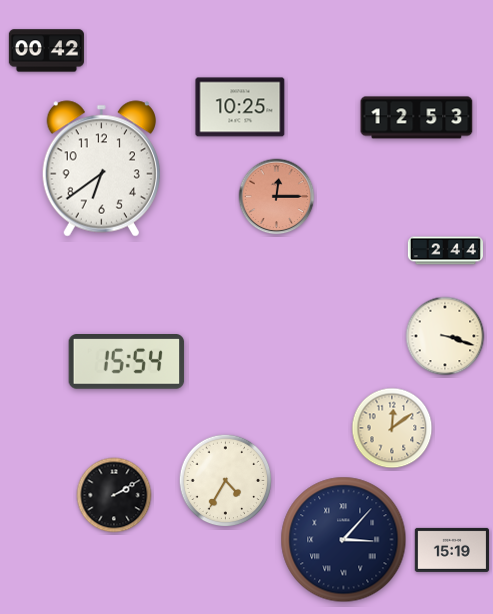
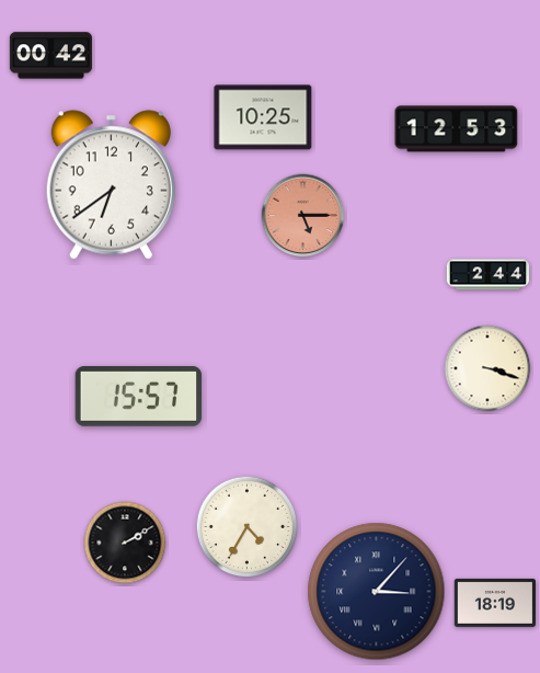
clock at (277, 197): 12:15 -> 5:15
clock at (127, 362): 15:54 -> 15:57
clock at (392, 428): 12:09 -> none
clock at (451, 550): 15:19 -> 18:19
